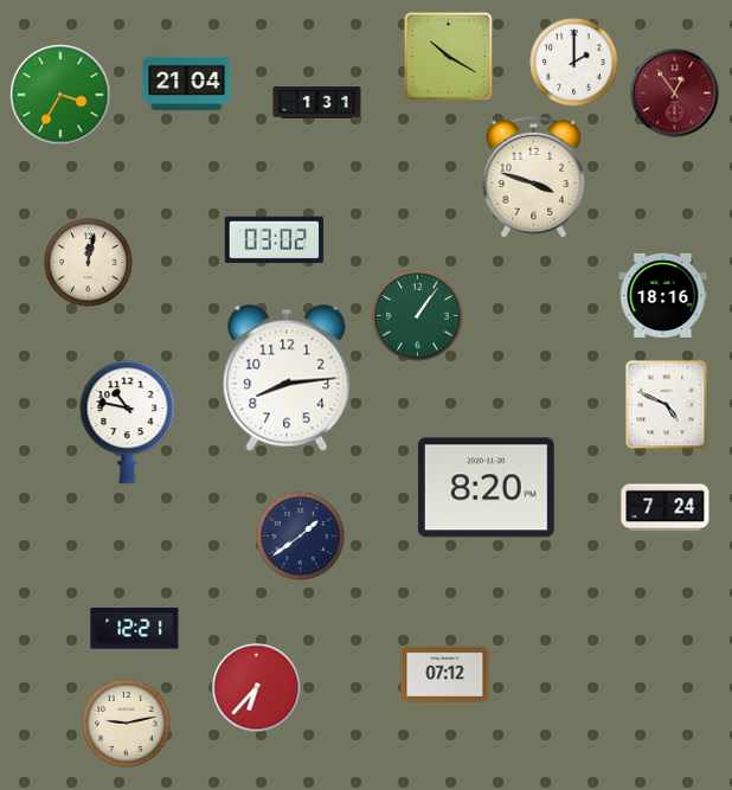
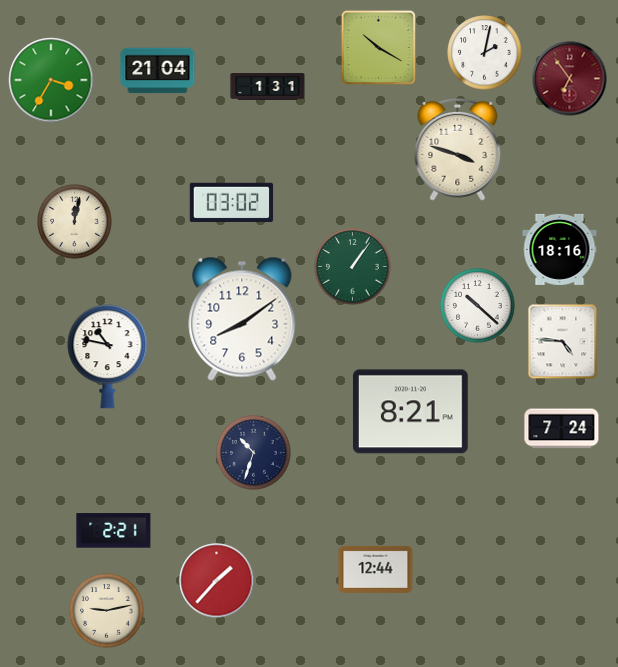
clock at (574, 63): 2:00 -> 2:02
clock at (675, 94): 12:54 -> 6:54
clock at (534, 176) position: (534, 176) -> (458, 149)
clock at (478, 306): none -> 10:22
clock at (287, 378): 8:14 -> 8:09
clock at (667, 405): 4:49 -> 4:46
clock at (486, 488): 8:20 -> 8:21
clock at (301, 537): 1:39 -> 10:33
clock at (135, 629): 12:21 -> 2:21
clock at (445, 674): 07:12 -> 12:44
clock at (257, 688): 6:37 -> 1:37
